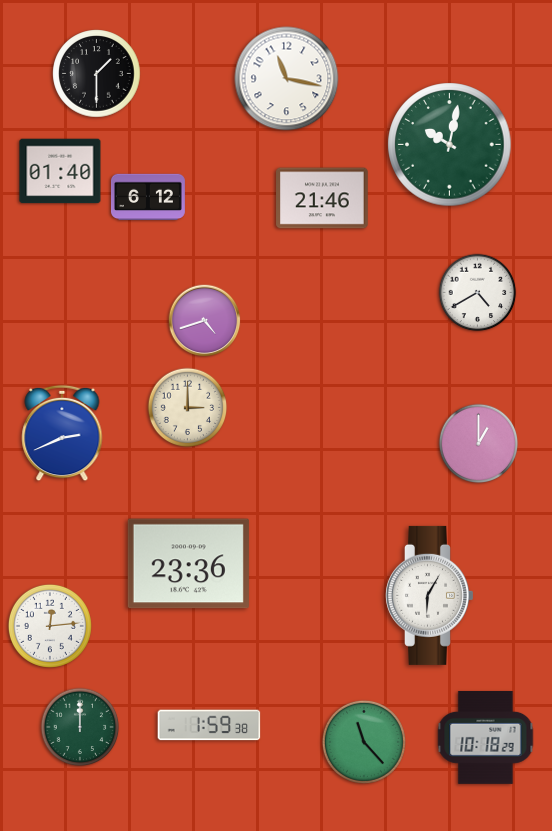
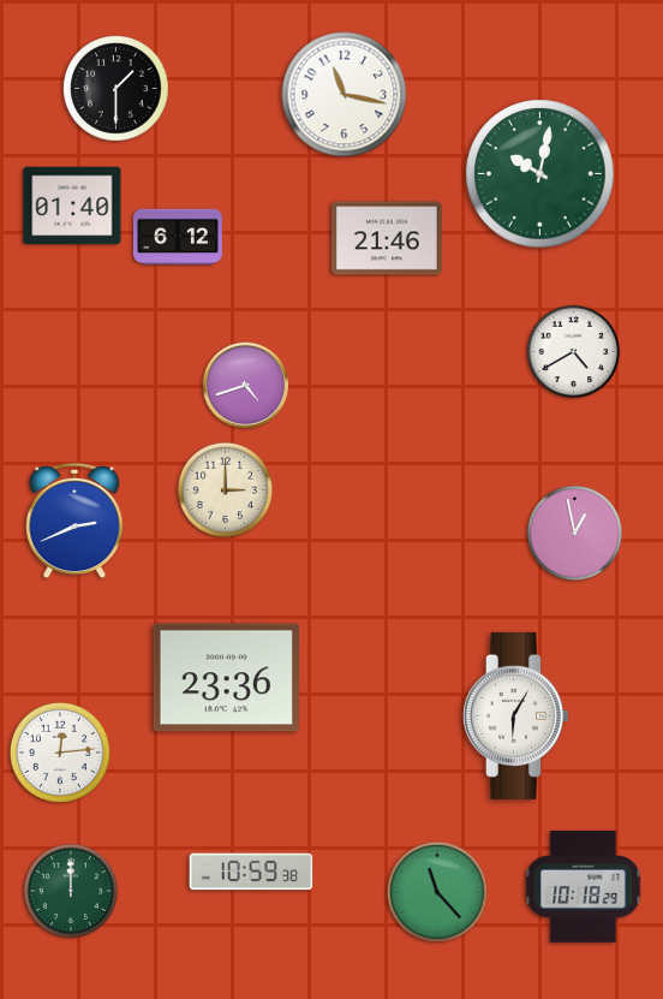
clock at (479, 444): 1:00 -> 12:58
clock at (209, 725): 1:59 -> 10:59
clock at (80, 727) position: (80, 727) -> (71, 891)
